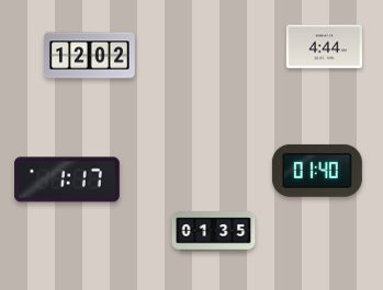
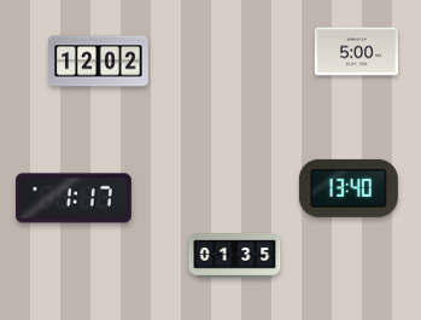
clock at (324, 47): 4:44 -> 5:00
clock at (317, 171): 01:40 -> 13:40
